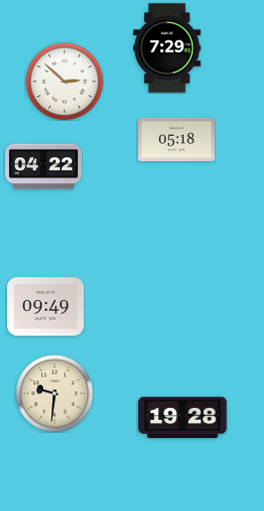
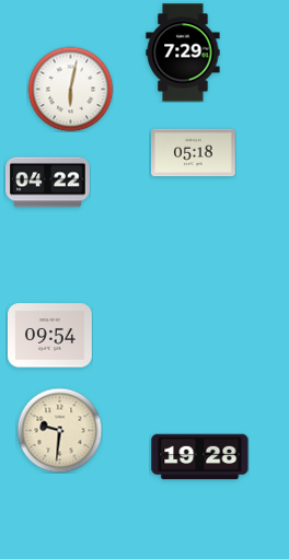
clock at (64, 81): 2:52 -> 6:02
clock at (46, 307): 09:49 -> 09:54
